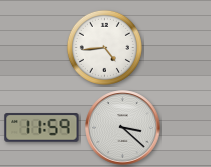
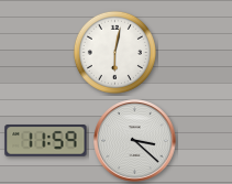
clock at (104, 47): 4:44 -> 6:02
